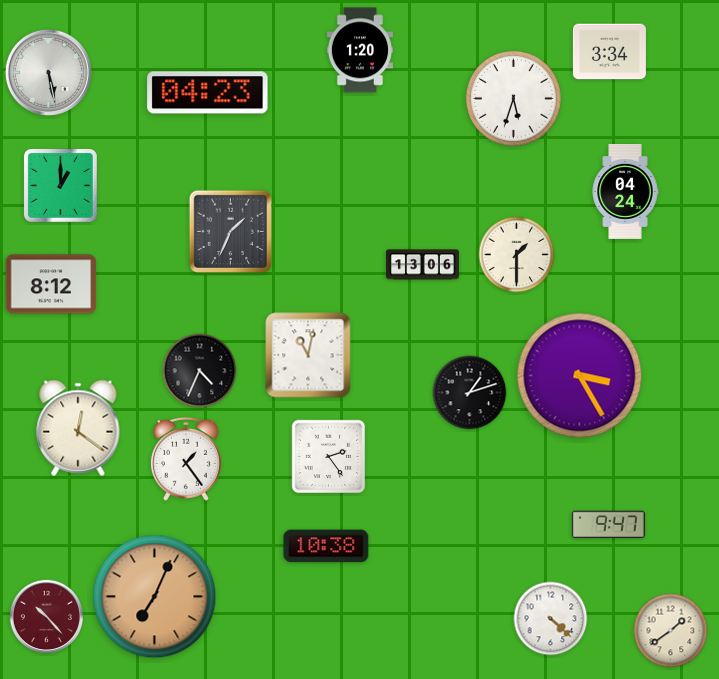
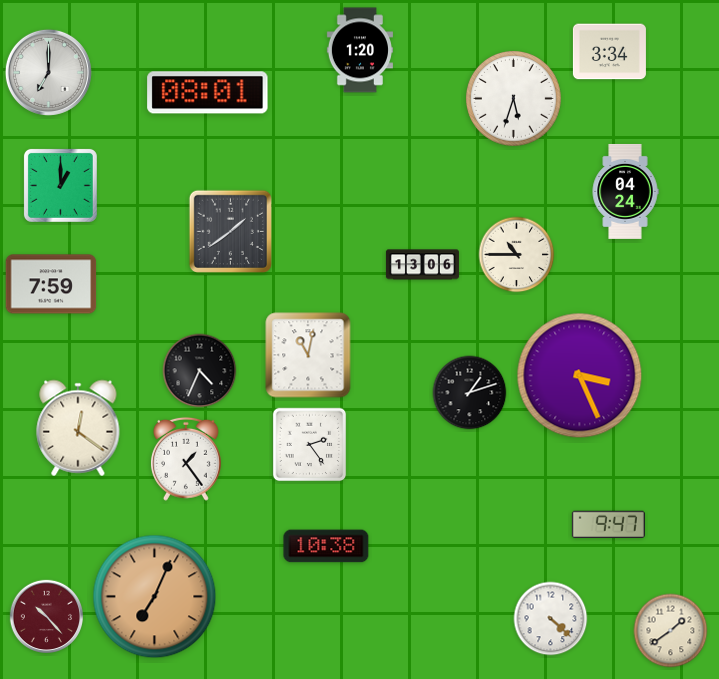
clock at (48, 72): 5:28 -> 7:00
clock at (208, 93): 04:23 -> 08:01
clock at (230, 231): 1:34 -> 1:39
clock at (517, 255): 1:30 -> 10:45
clock at (51, 284): 8:12 -> 7:59
clock at (580, 376): 3:25 -> 3:26
clock at (329, 457) position: (329, 457) -> (310, 445)
